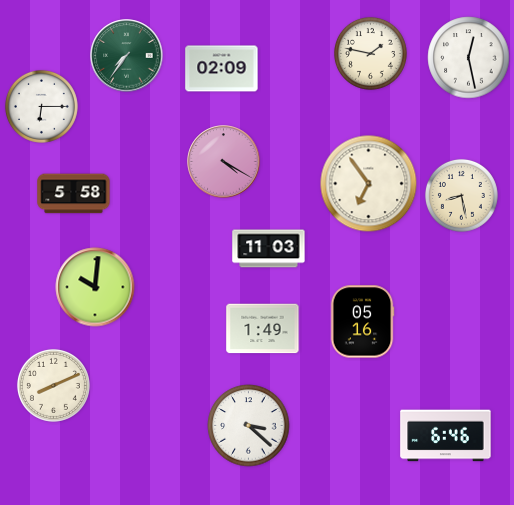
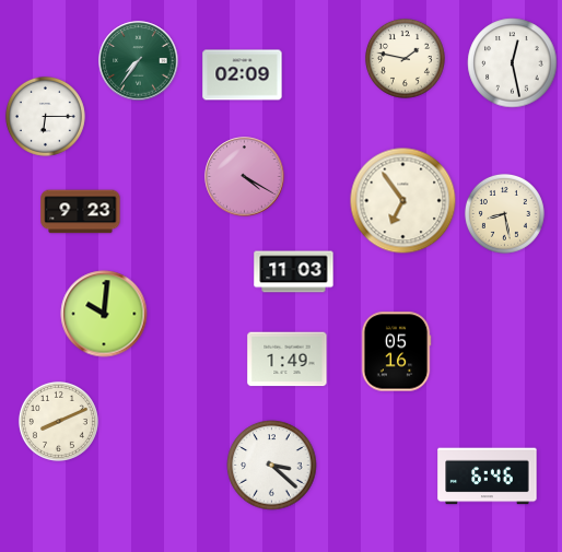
clock at (74, 194): 5:58 -> 9:23
